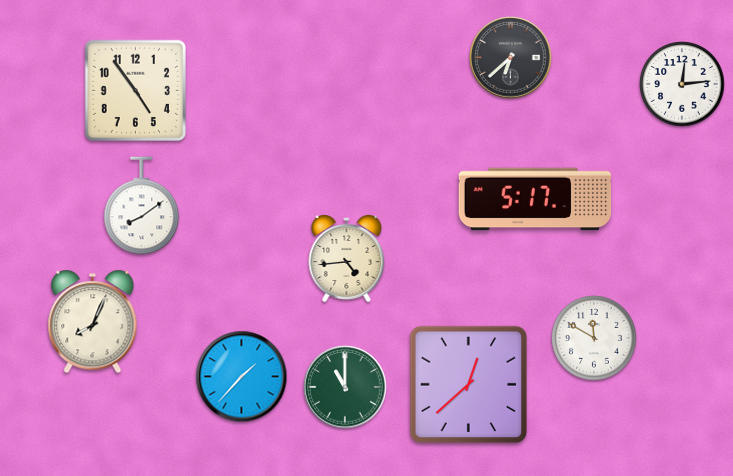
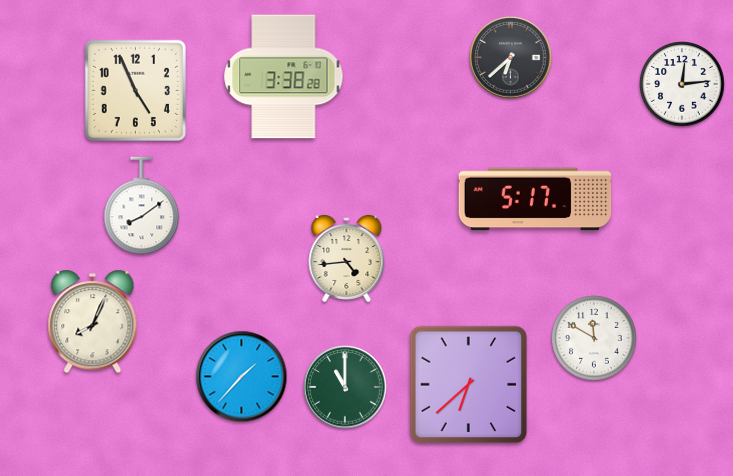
clock at (284, 77): none -> 3:38
clock at (135, 90): 4:54 -> 4:56
clock at (469, 385): 12:38 -> 6:38
